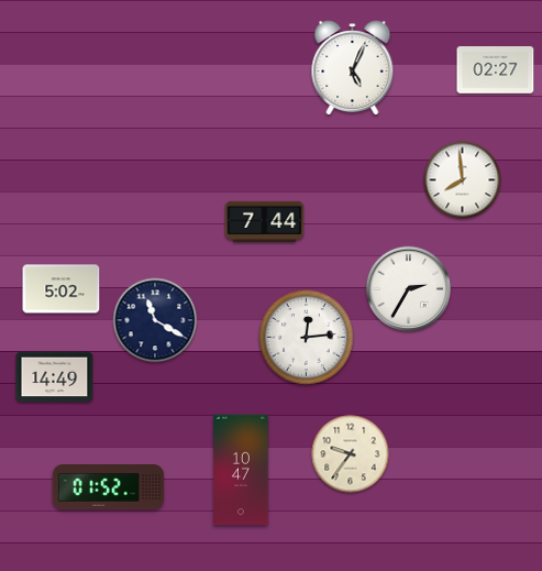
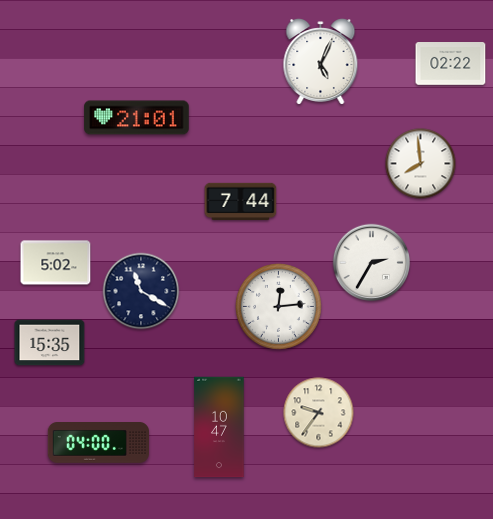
clock at (496, 70): 02:27 -> 02:22
clock at (137, 118): none -> 21:01
clock at (55, 377): 14:49 -> 15:35
clock at (108, 487): 01:52 -> 04:00
